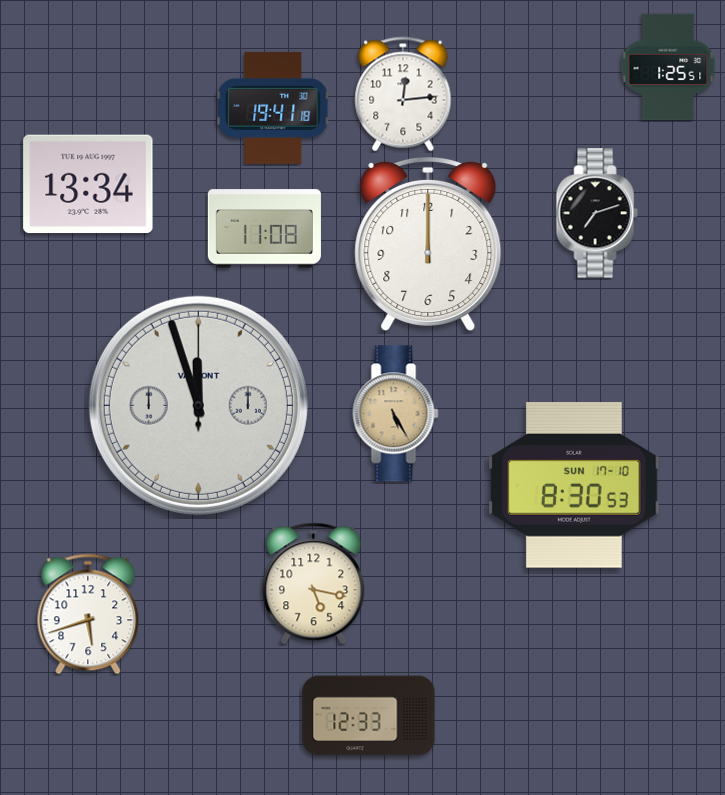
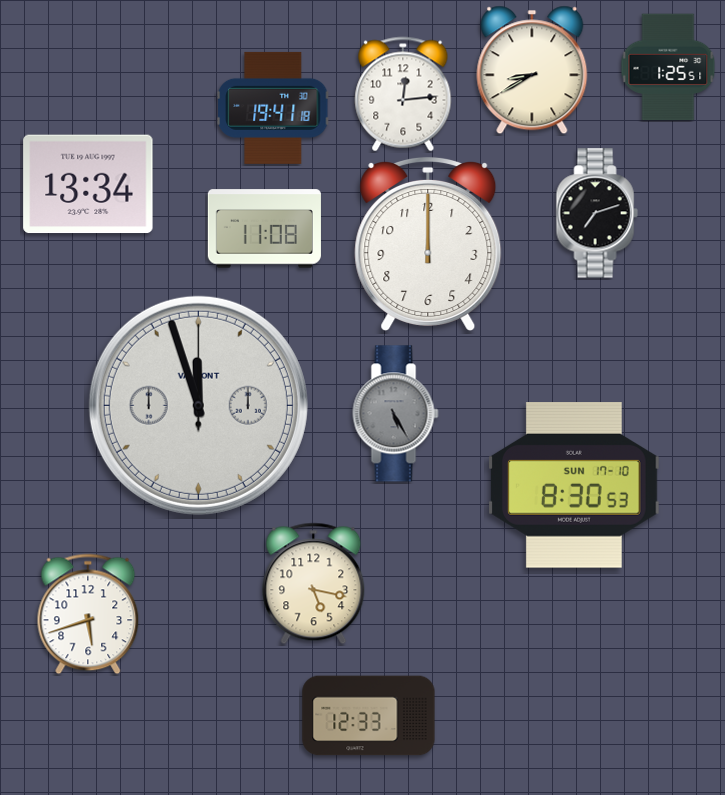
clock at (532, 70): none -> 8:40
clock at (396, 414) dial: champagne -> grey
